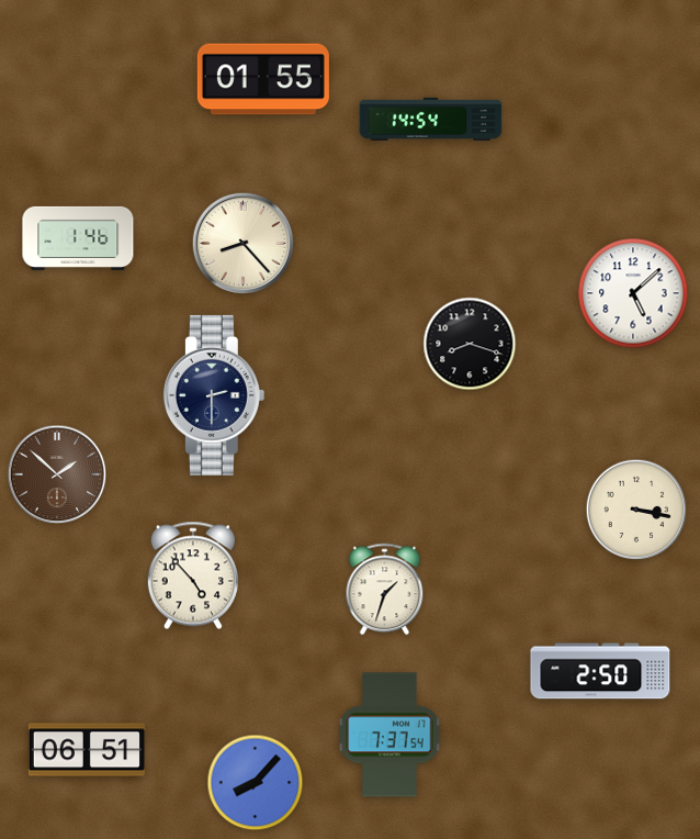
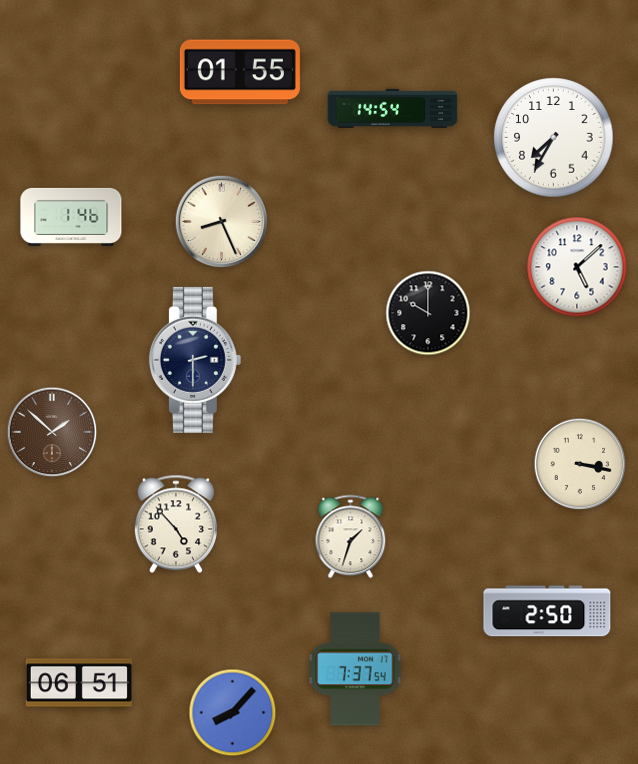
clock at (554, 138): none -> 7:35
clock at (244, 244): 8:23 -> 8:26
clock at (470, 344): 8:18 -> 10:00
